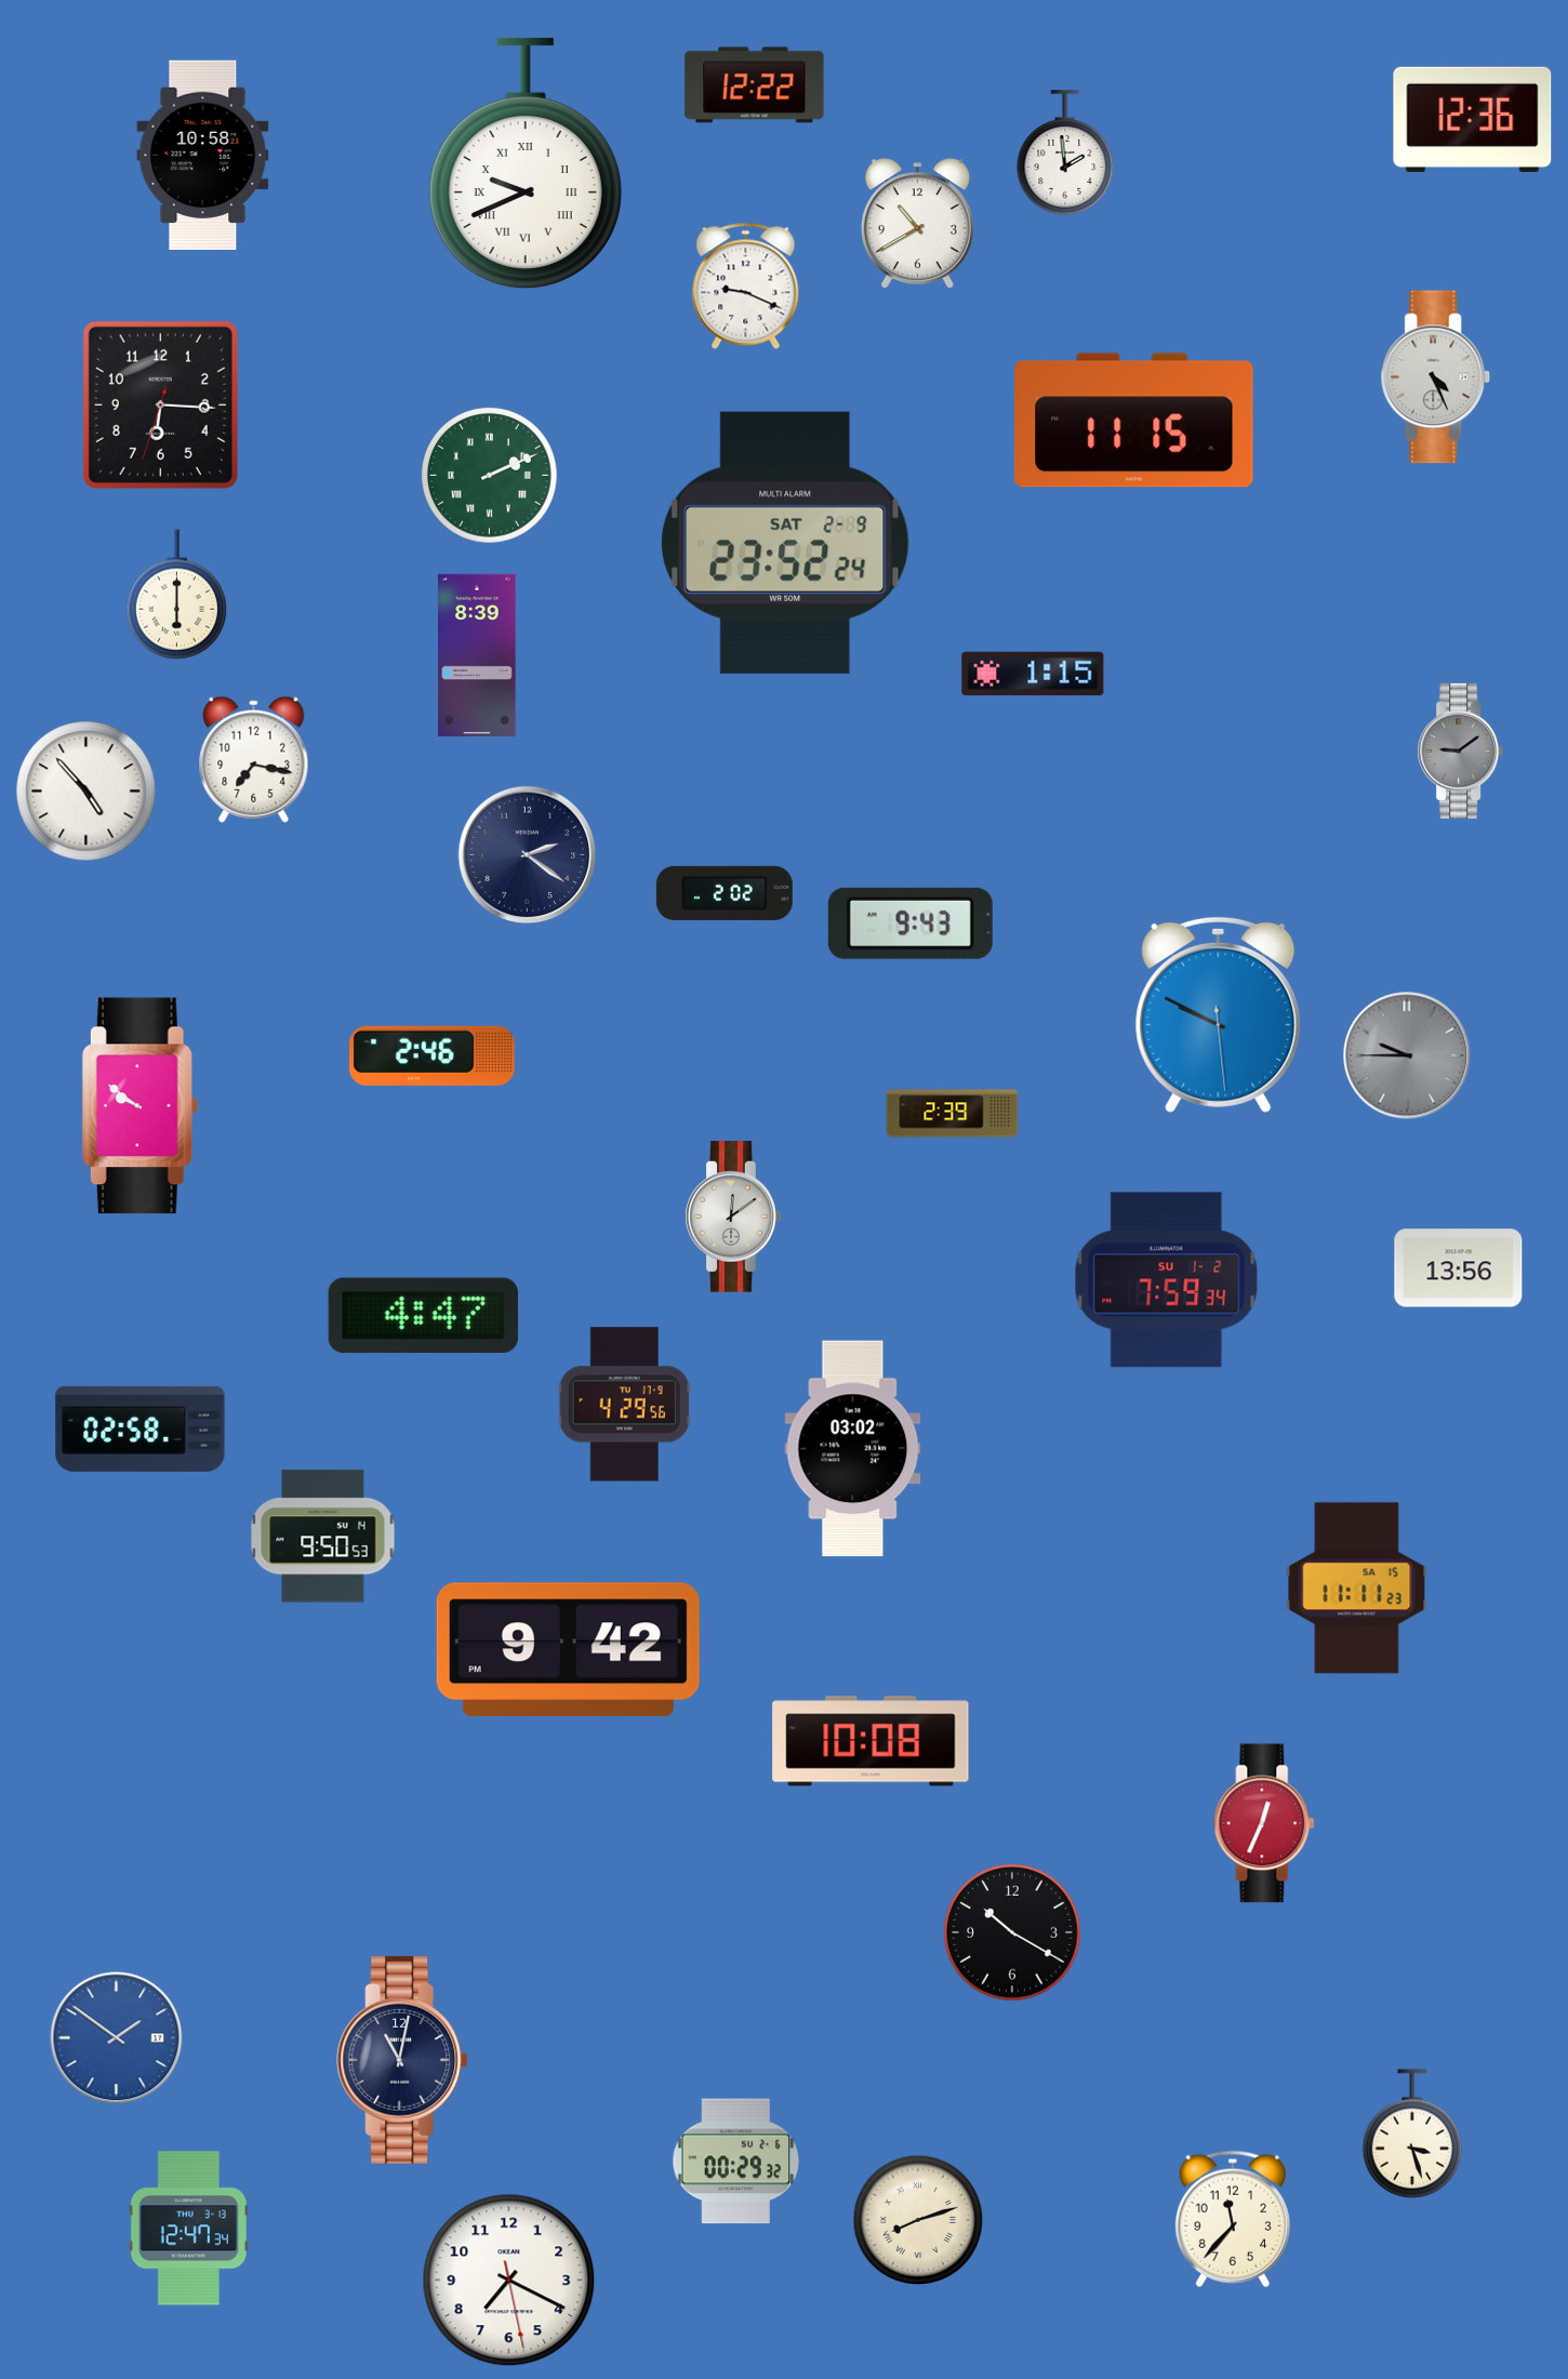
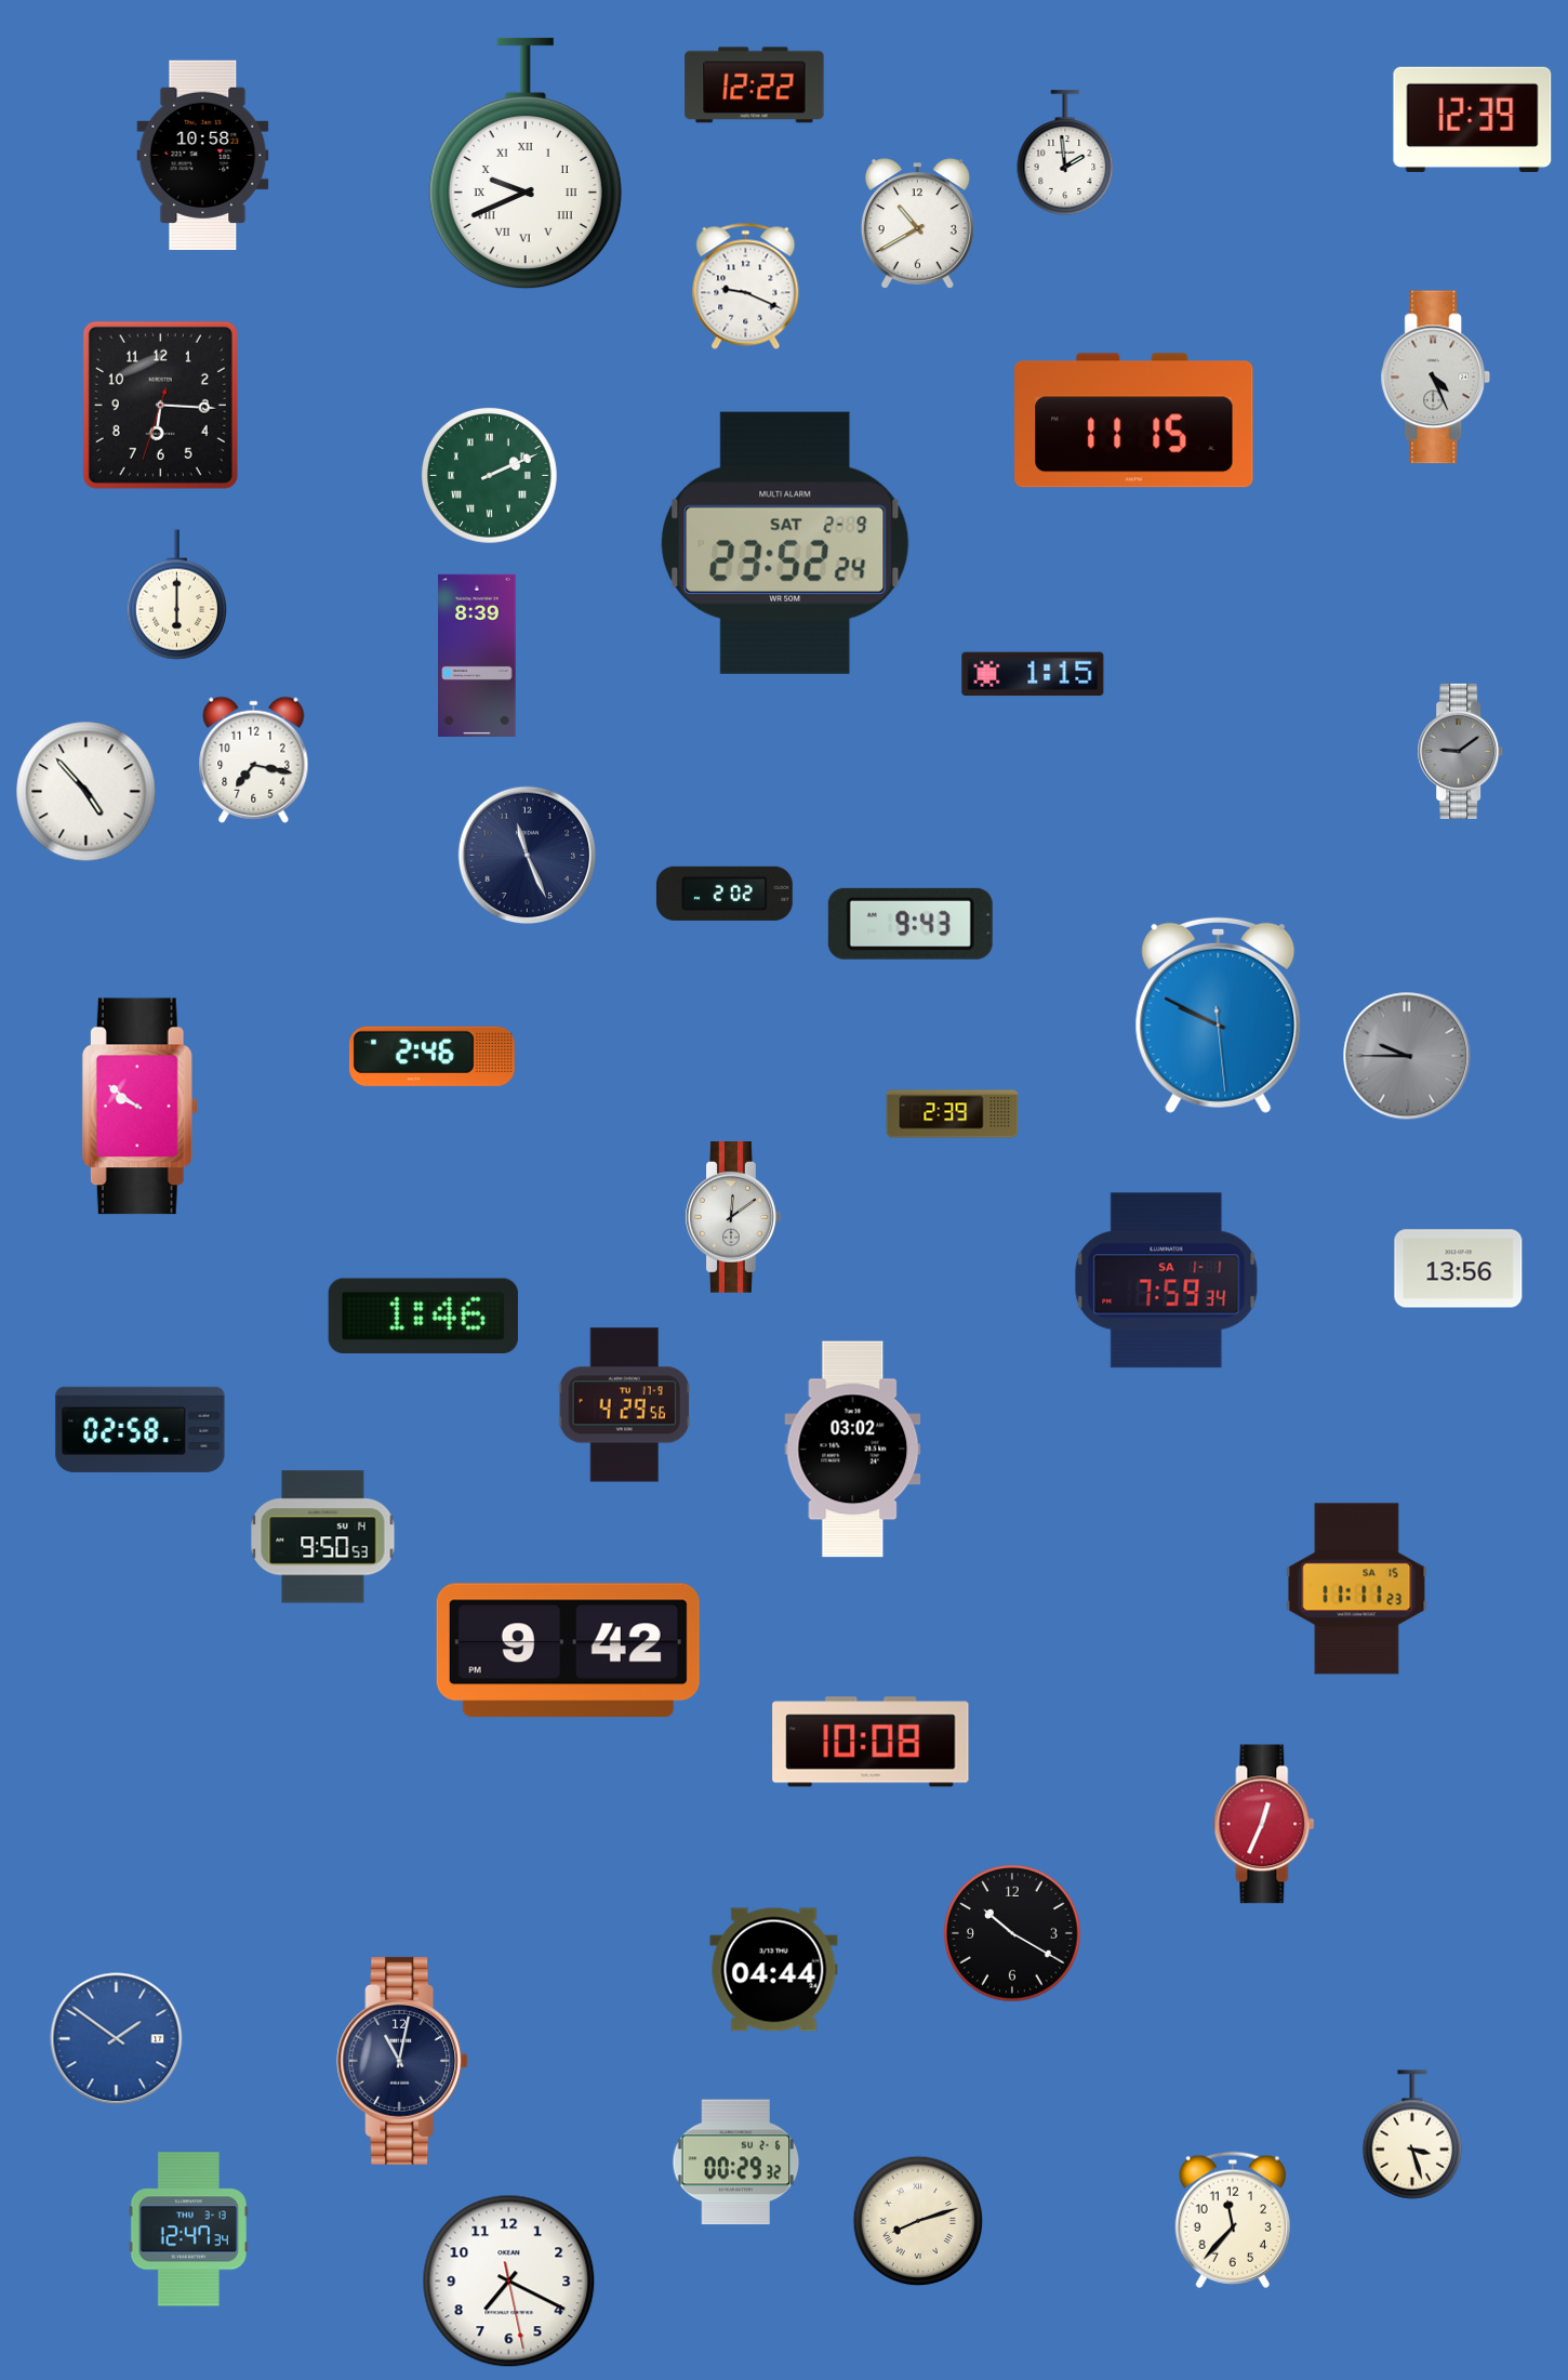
clock at (1473, 119): 12:36 -> 12:39
clock at (528, 855): 2:21 -> 11:26
clock at (1167, 1280) date: SU 1-2 -> SA 1-1
clock at (423, 1316): 4:47 -> 1:46
clock at (774, 1970): none -> 04:44
